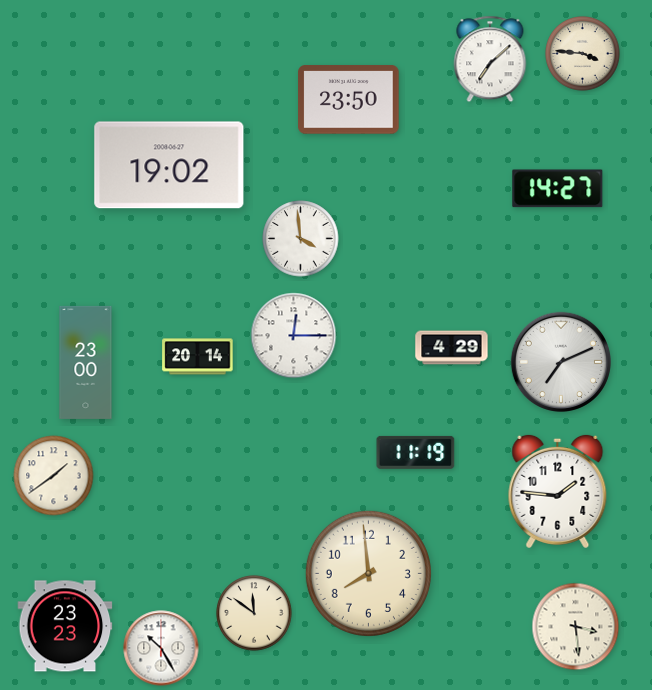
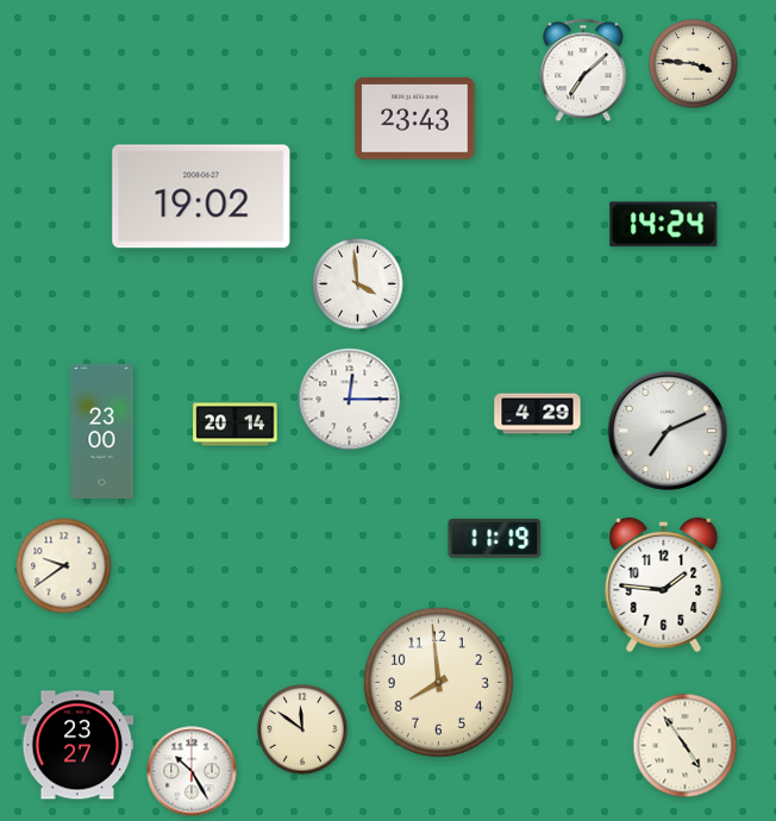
clock at (349, 100): 23:50 -> 23:43
clock at (558, 189): 14:27 -> 14:24
clock at (54, 476): 1:39 -> 9:39
clock at (65, 626): 23:23 -> 23:27
clock at (576, 627): 3:29 -> 4:54
